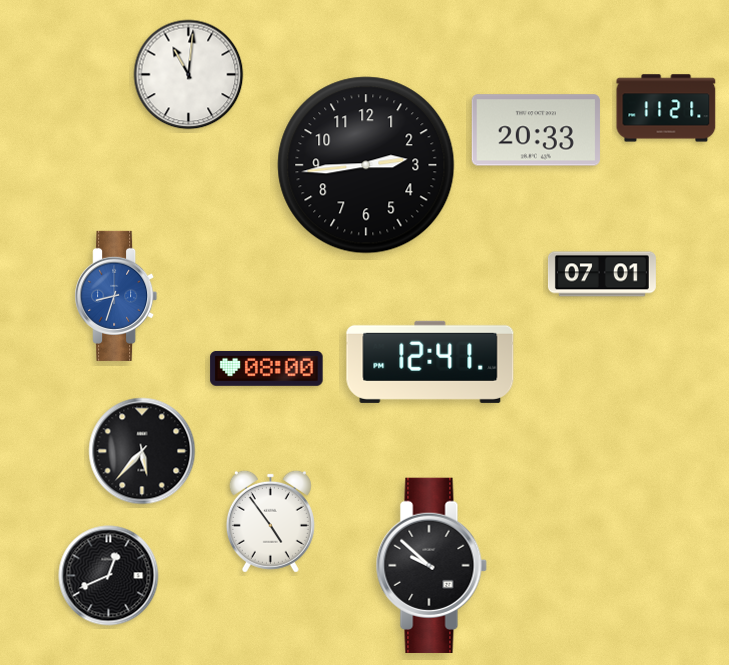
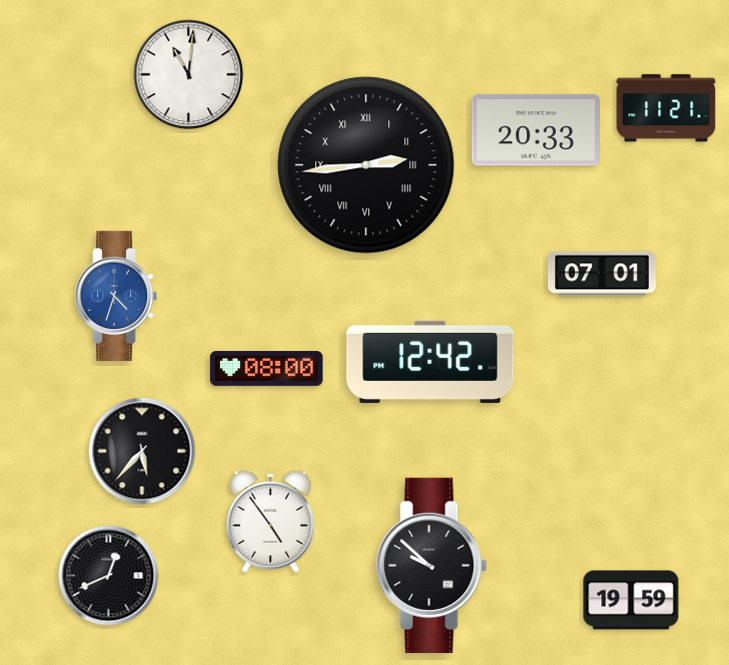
clock at (366, 165) numerals: Arabic -> Roman
clock at (116, 296): 8:33 -> 4:33
clock at (430, 362): 12:41 -> 12:42
clock at (631, 600): none -> 19:59
